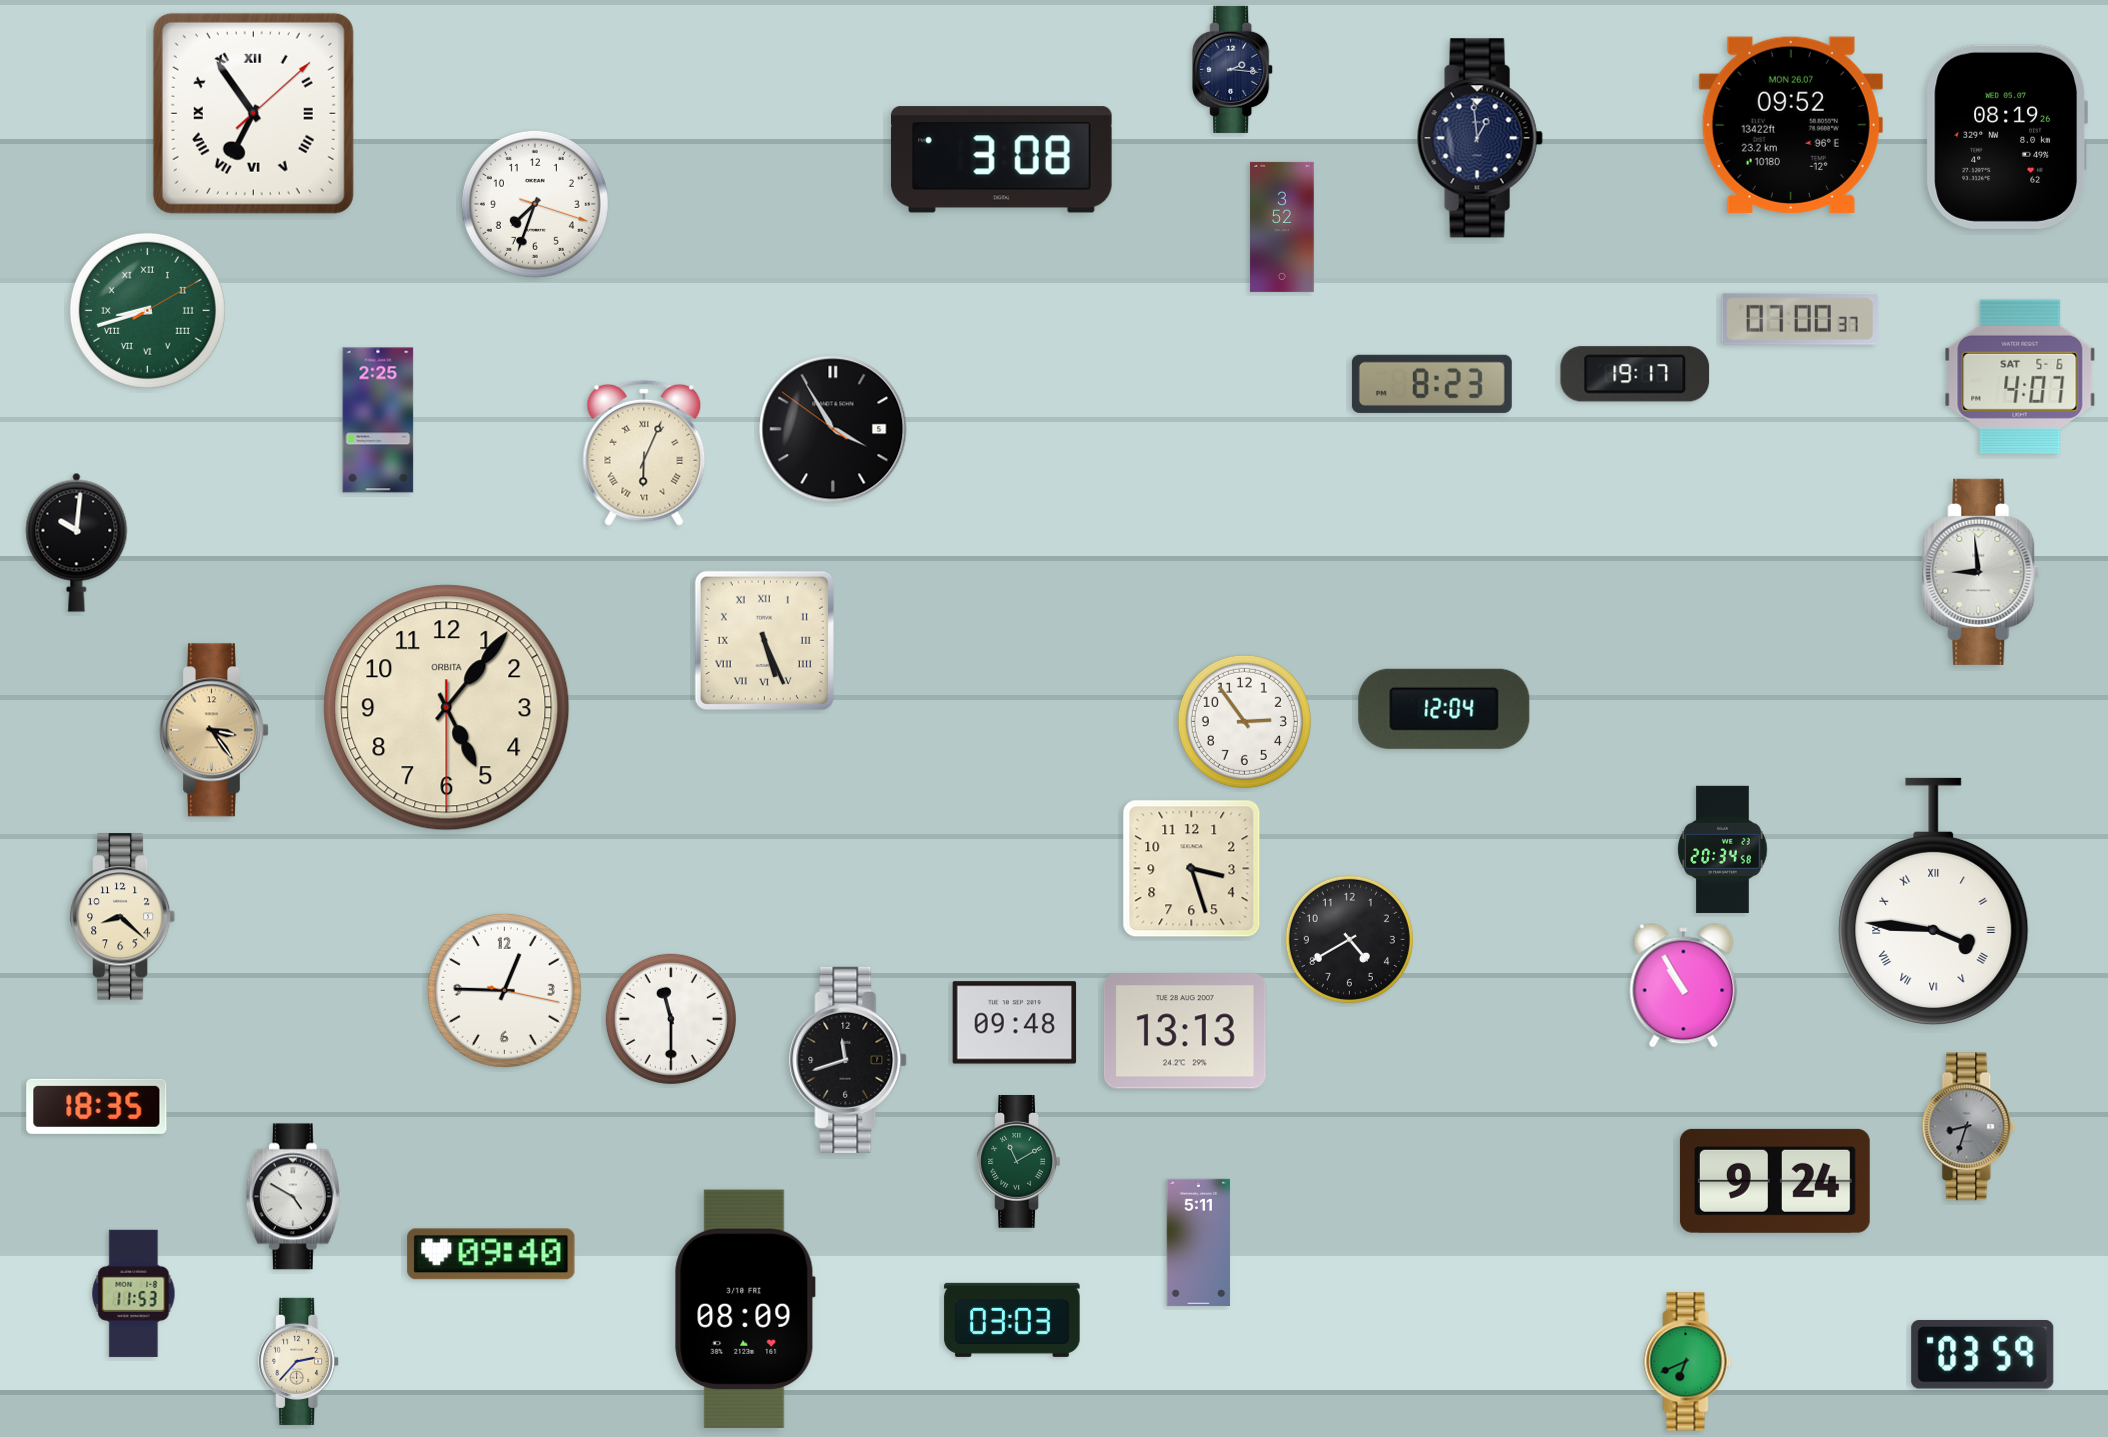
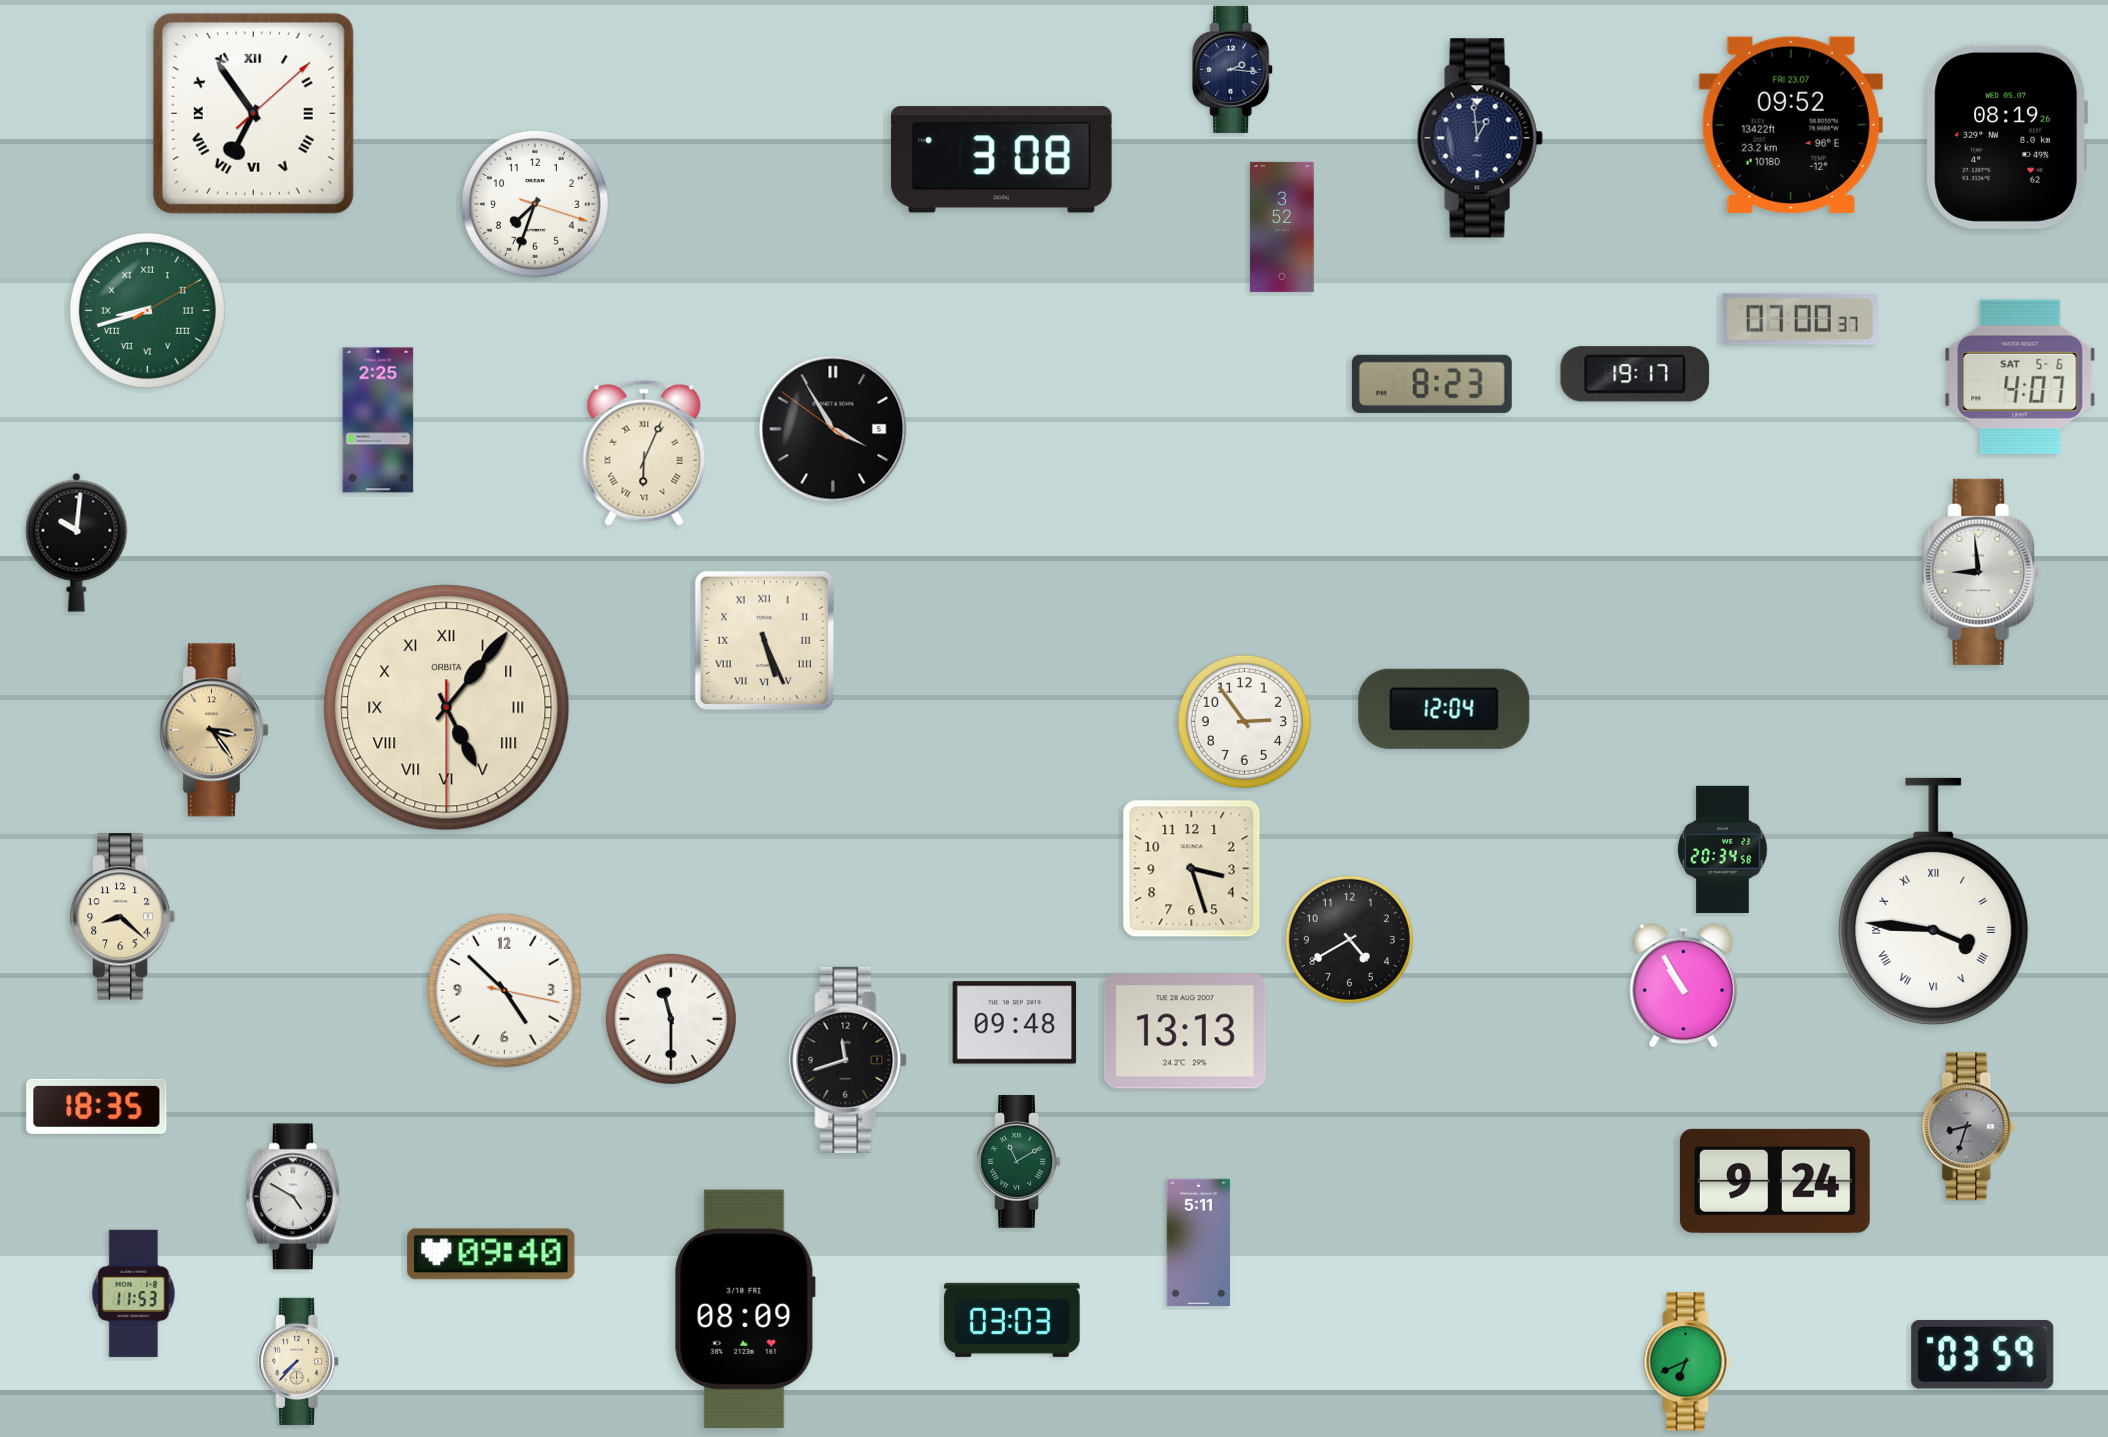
clock at (1791, 125) date: MON 26.07 -> FRI 23.07
clock at (447, 708) numerals: Arabic -> Roman
clock at (504, 990): 12:45 -> 4:52
clock at (299, 1361): 2:37 -> 7:37
